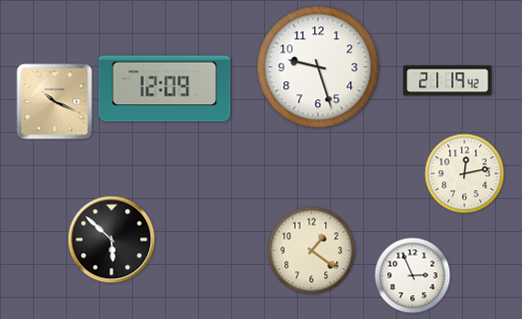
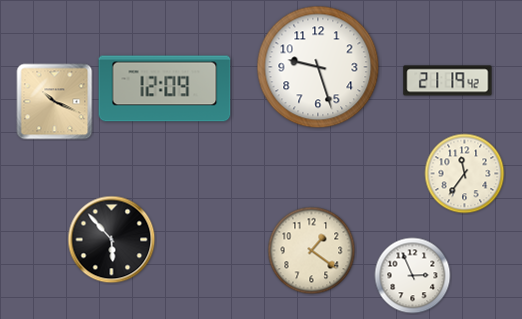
clock at (465, 174): 12:13 -> 11:36
clock at (112, 240): 5:52 -> 5:53
